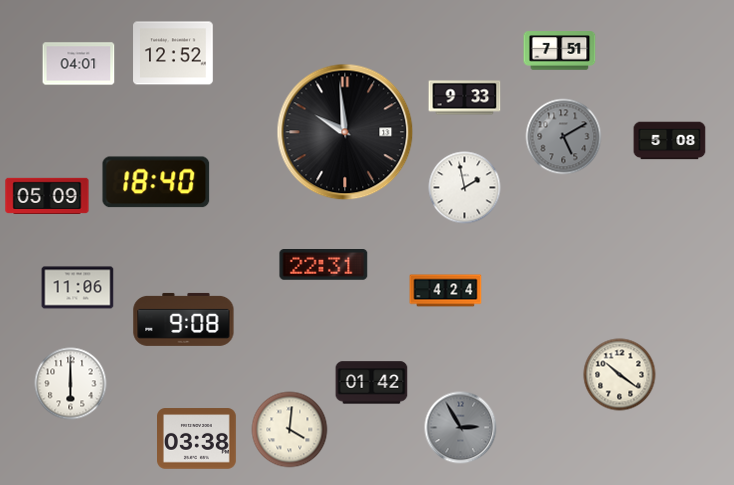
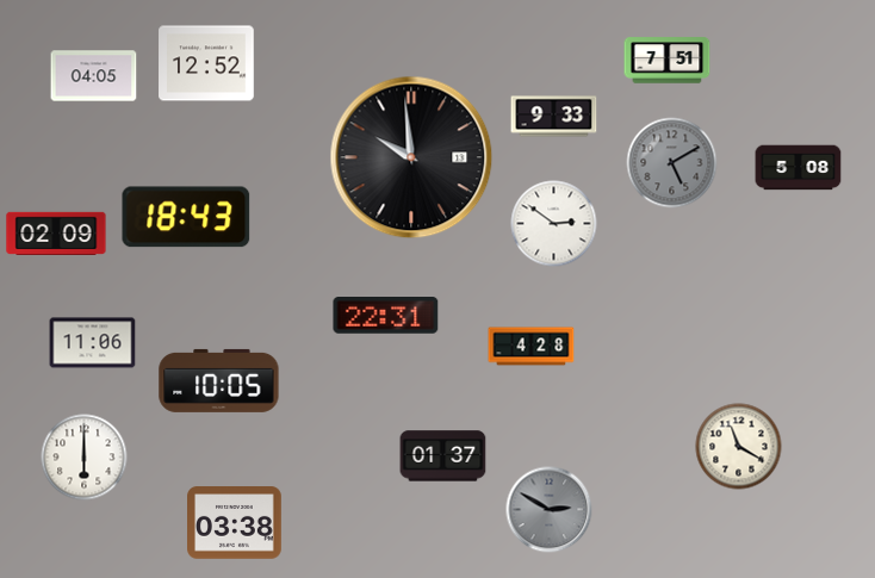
clock at (79, 64): 04:01 -> 04:05
clock at (156, 182): 18:40 -> 18:43
clock at (465, 188): 1:58 -> 2:51
clock at (47, 195): 05:09 -> 02:09
clock at (446, 291): 4:24 -> 4:28
clock at (184, 319): 9:08 -> 10:05
clock at (620, 375): 10:21 -> 11:20
clock at (372, 383): 01:42 -> 01:37
clock at (461, 428): 2:55 -> 2:50
clock at (290, 430): 4:01 -> none
